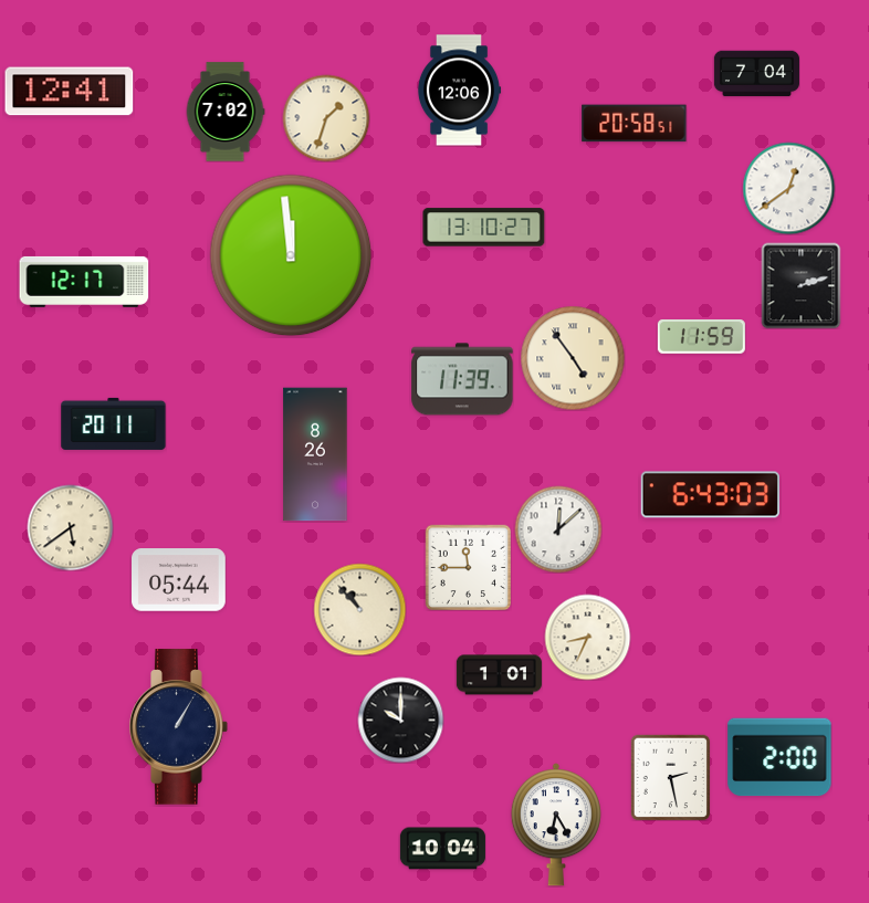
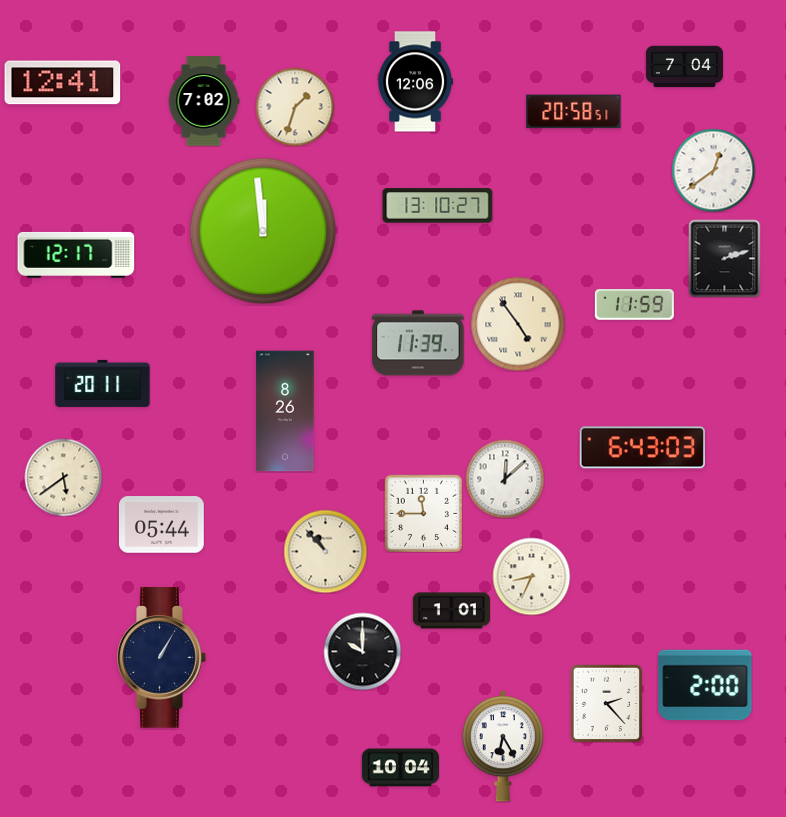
clock at (671, 777): 2:28 -> 2:23
